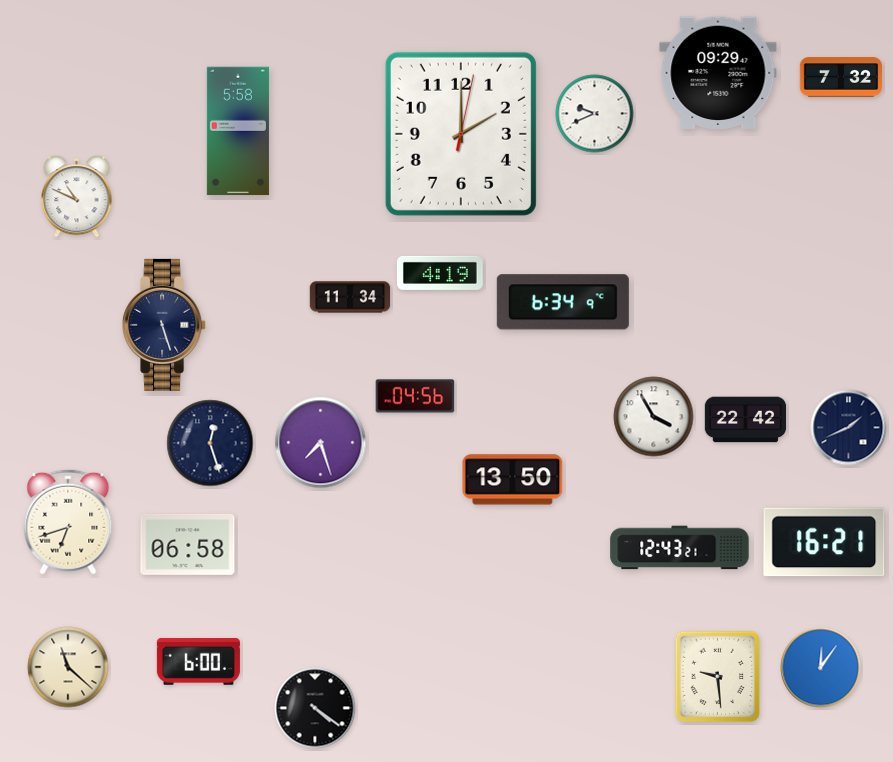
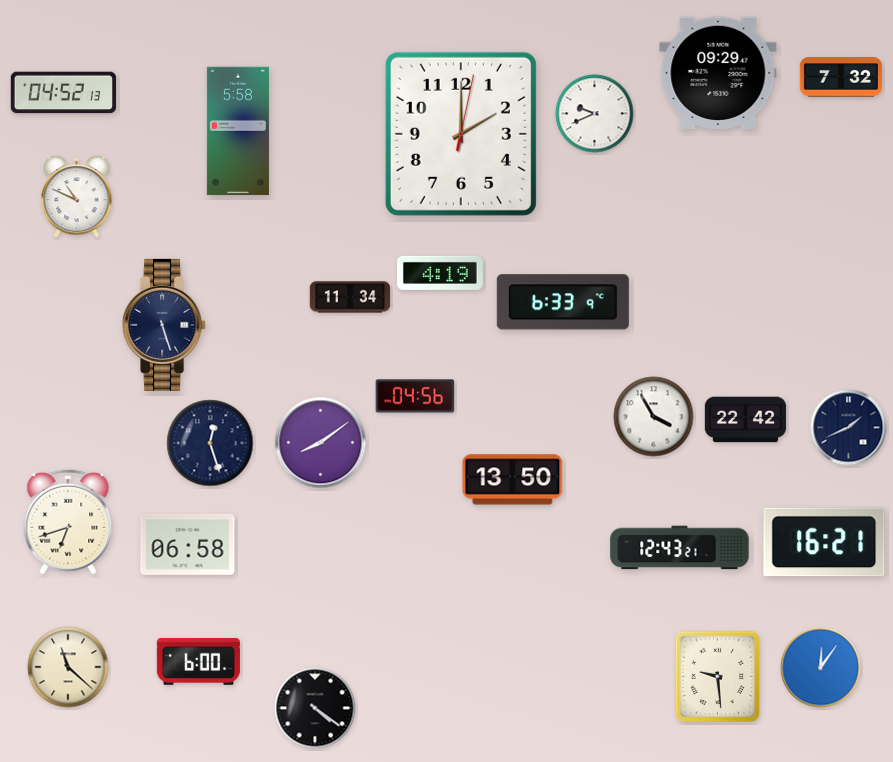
clock at (64, 93): none -> 04:52
clock at (563, 302): 6:34 -> 6:33
clock at (321, 443): 7:27 -> 8:09
